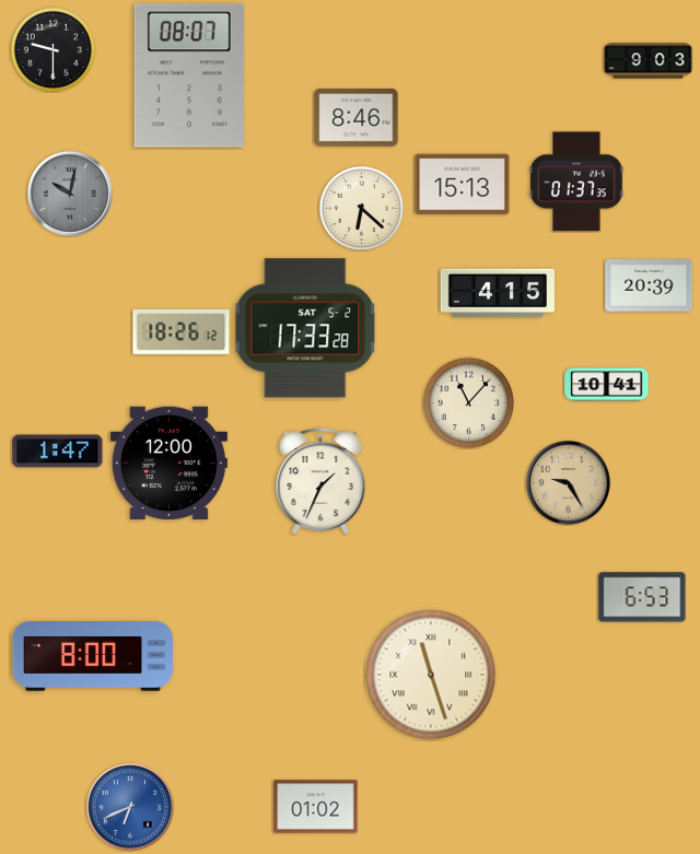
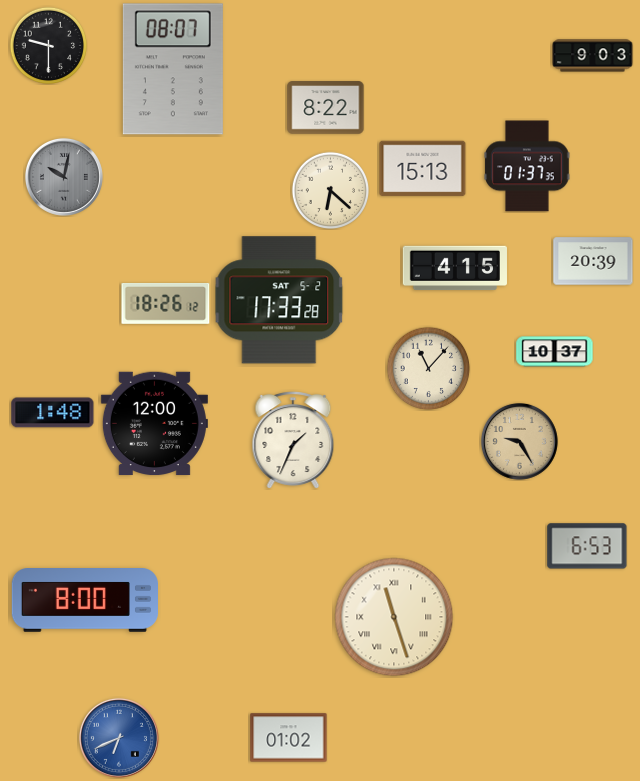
clock at (357, 118): 8:46 -> 8:22
clock at (607, 385): 10:41 -> 10:37
clock at (58, 452): 1:47 -> 1:48
